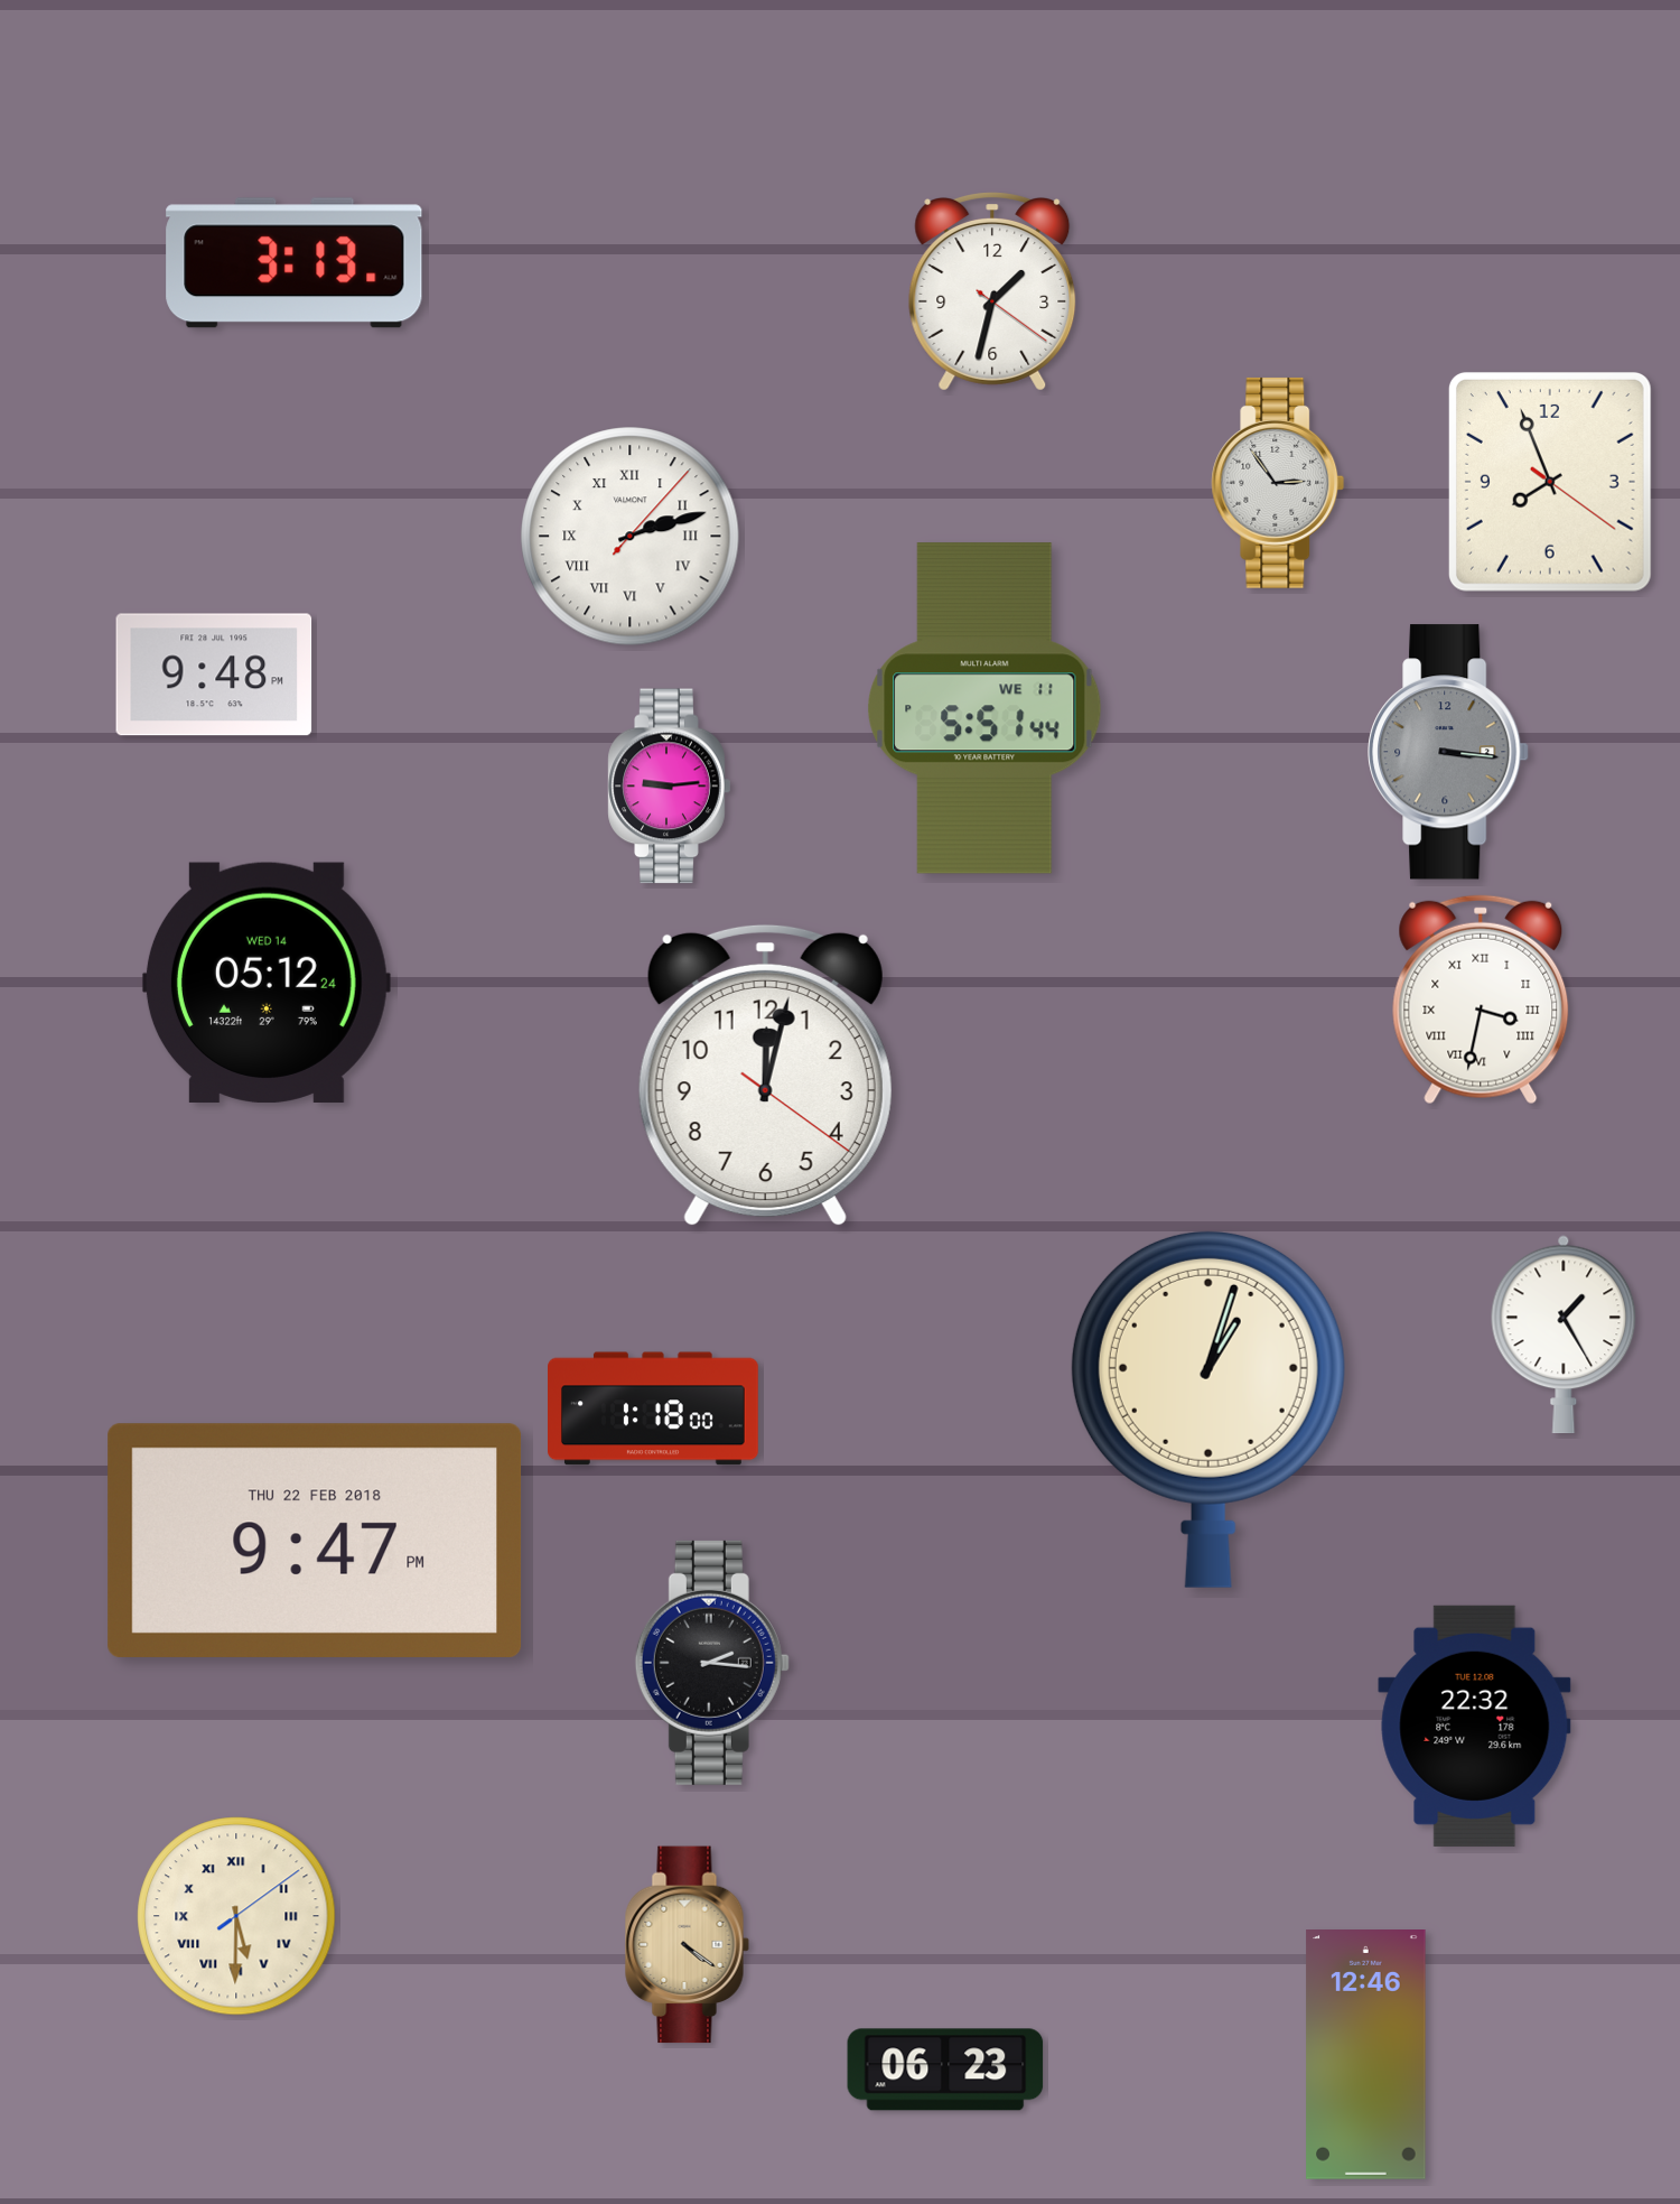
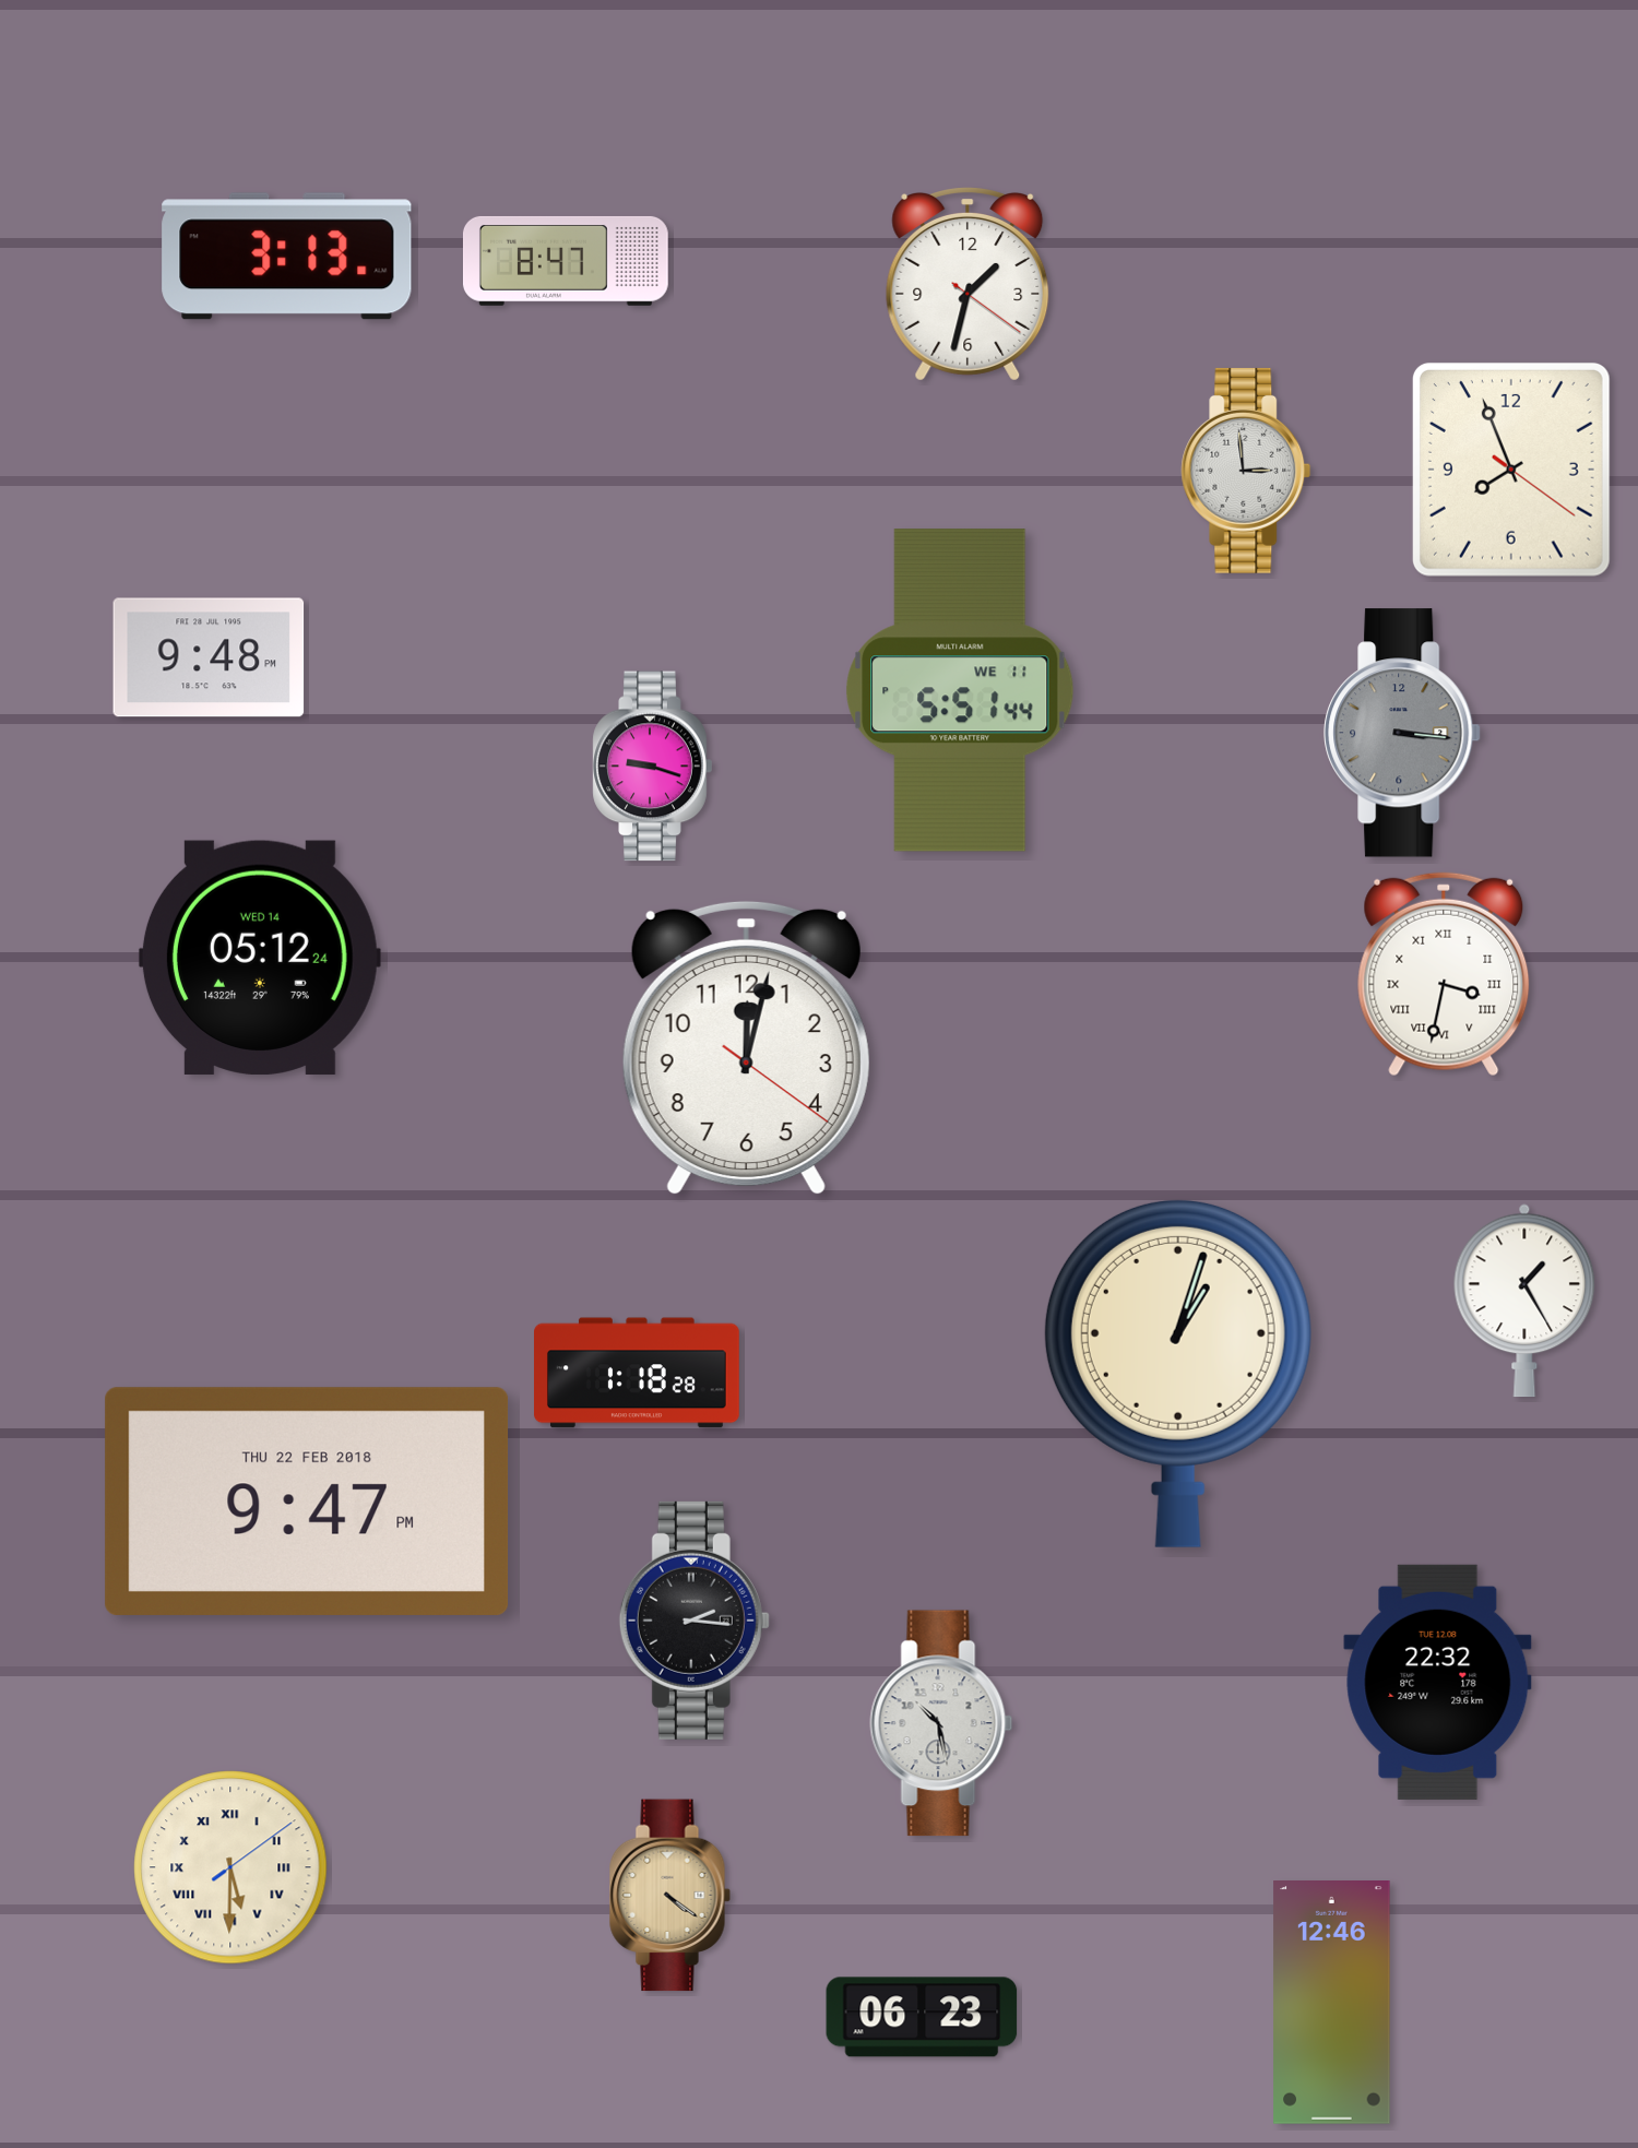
clock at (566, 261): none -> 8:47
clock at (1278, 483): 2:54 -> 2:59
clock at (631, 537): 2:12 -> none
clock at (1448, 752) position: (1448, 752) -> (1402, 733)
clock at (670, 787): 9:14 -> 9:18
clock at (654, 1408): 1:18:00 -> 1:18:28
clock at (941, 1723): none -> 10:28
